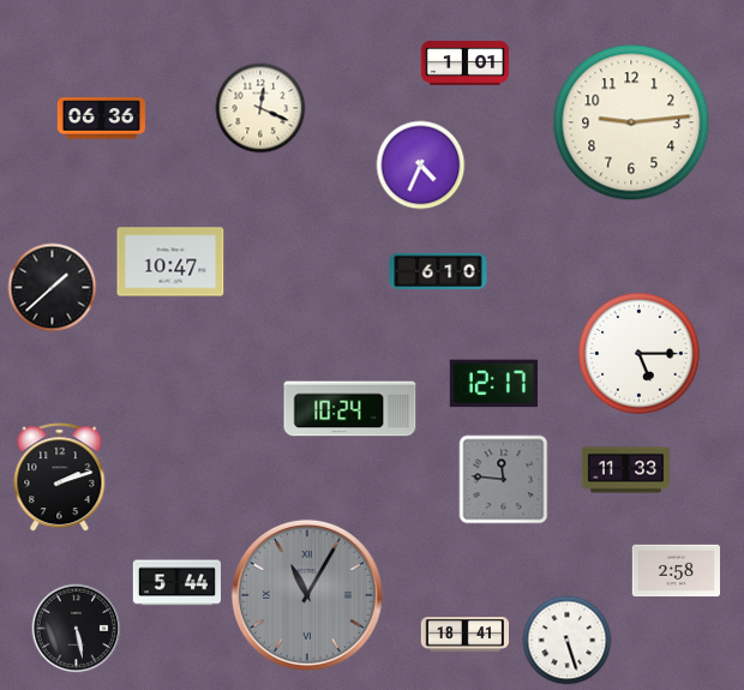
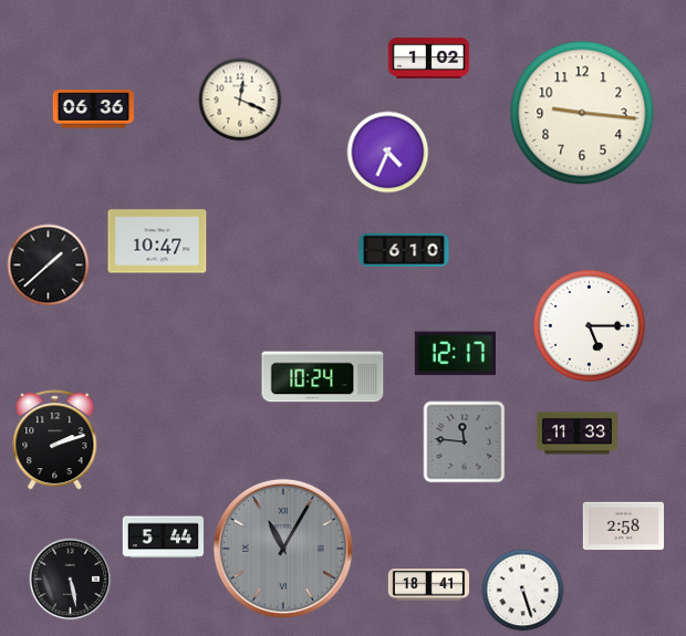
clock at (466, 64): 1:01 -> 1:02
clock at (631, 122): 9:14 -> 9:16
